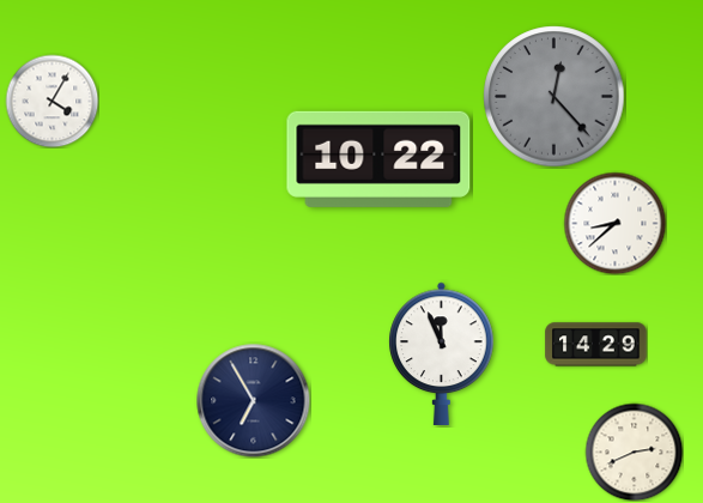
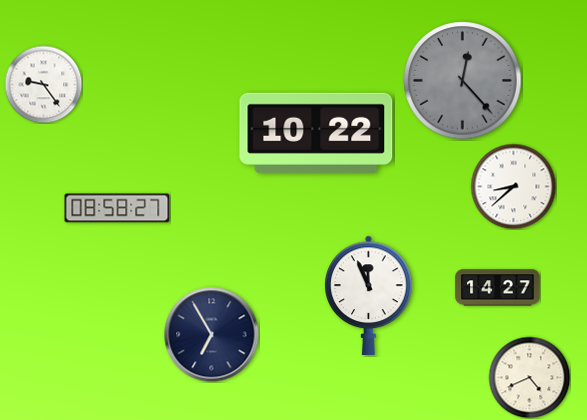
clock at (51, 101): 4:05 -> 9:24
clock at (117, 208): none -> 08:58
clock at (596, 345): 14:29 -> 14:27
clock at (634, 452): 2:41 -> 4:41
